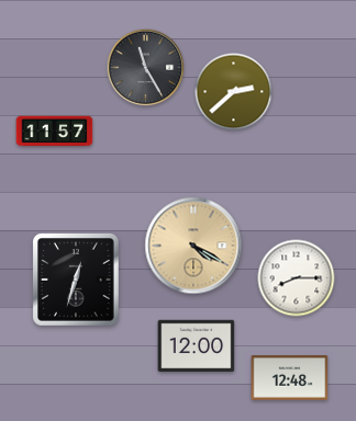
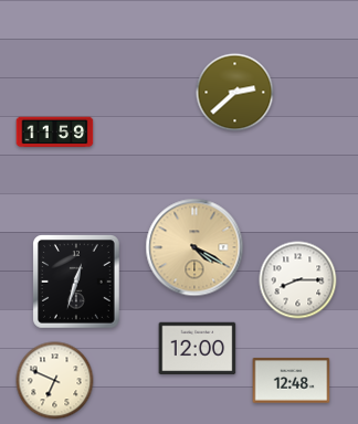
clock at (146, 68): 11:25 -> none
clock at (55, 132): 11:57 -> 11:59
clock at (55, 381): none -> 6:49
